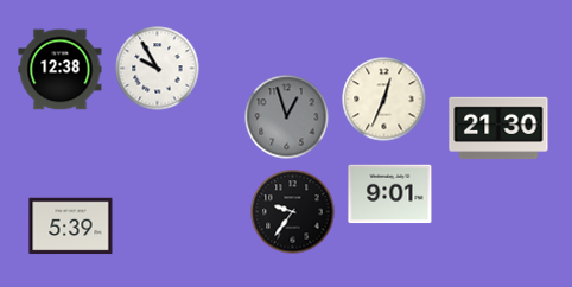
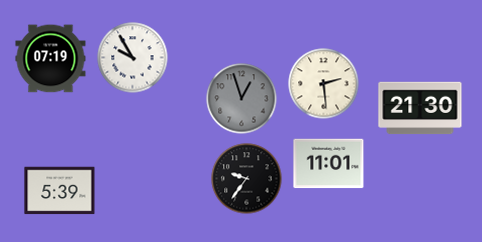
clock at (61, 70): 12:38 -> 07:19
clock at (384, 100): 12:34 -> 2:29
clock at (390, 194): 9:01 -> 11:01
